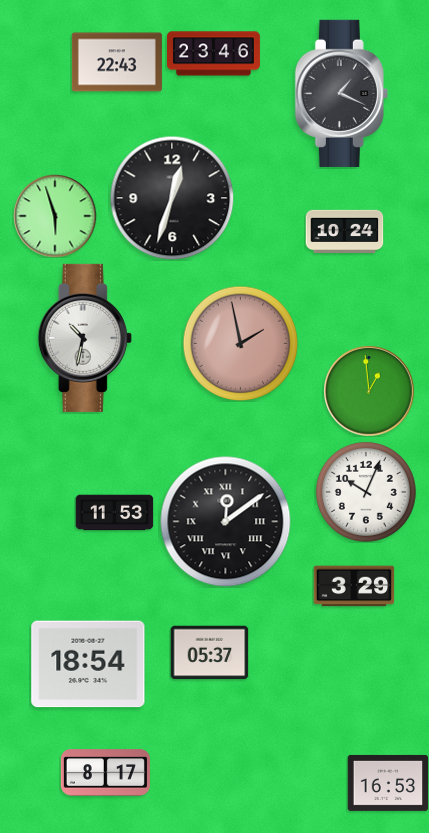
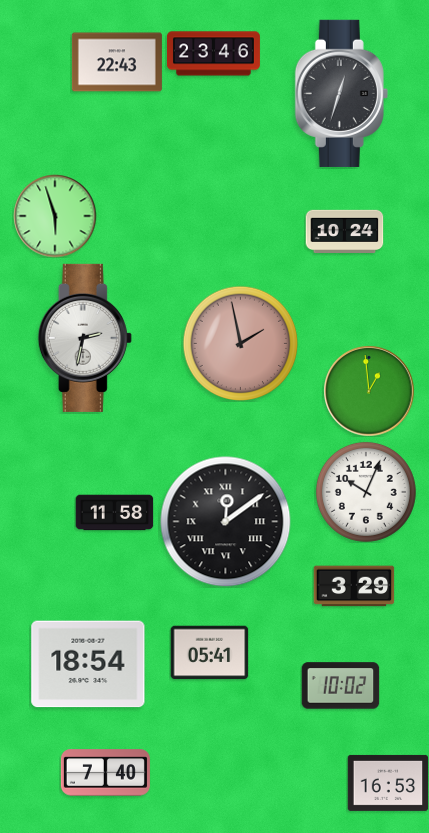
clock at (341, 93): 1:19 -> 12:33
clock at (172, 198): 12:33 -> none
clock at (85, 338): 10:32 -> 2:32
clock at (114, 513): 11:53 -> 11:58
clock at (209, 653): 05:37 -> 05:41
clock at (340, 686): none -> 10:02
clock at (105, 773): 8:17 -> 7:40
